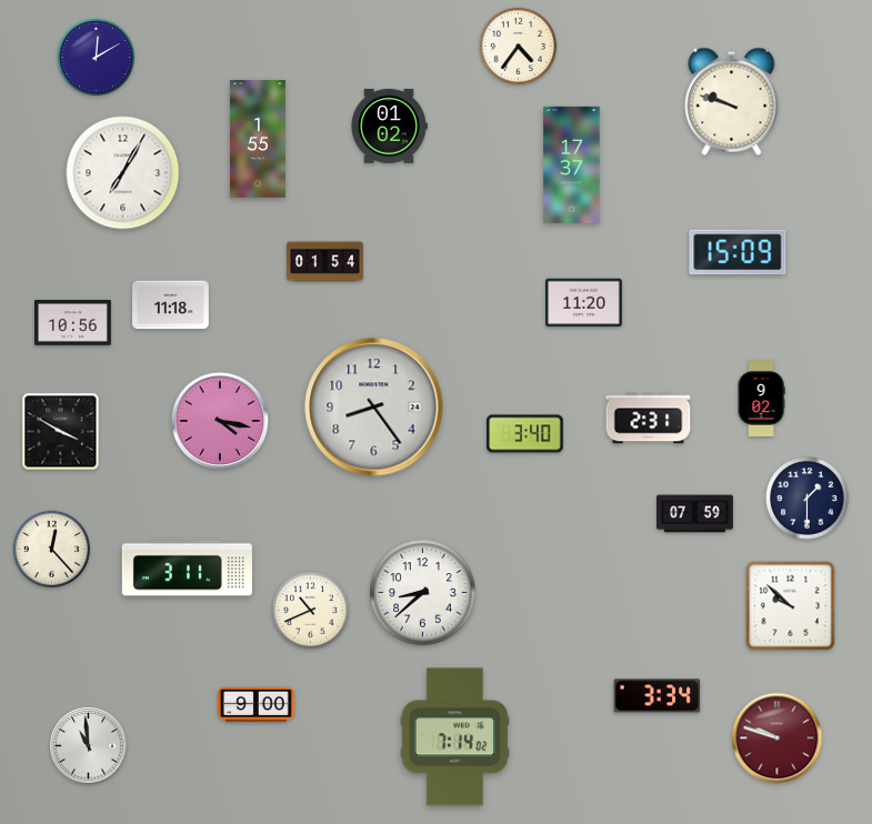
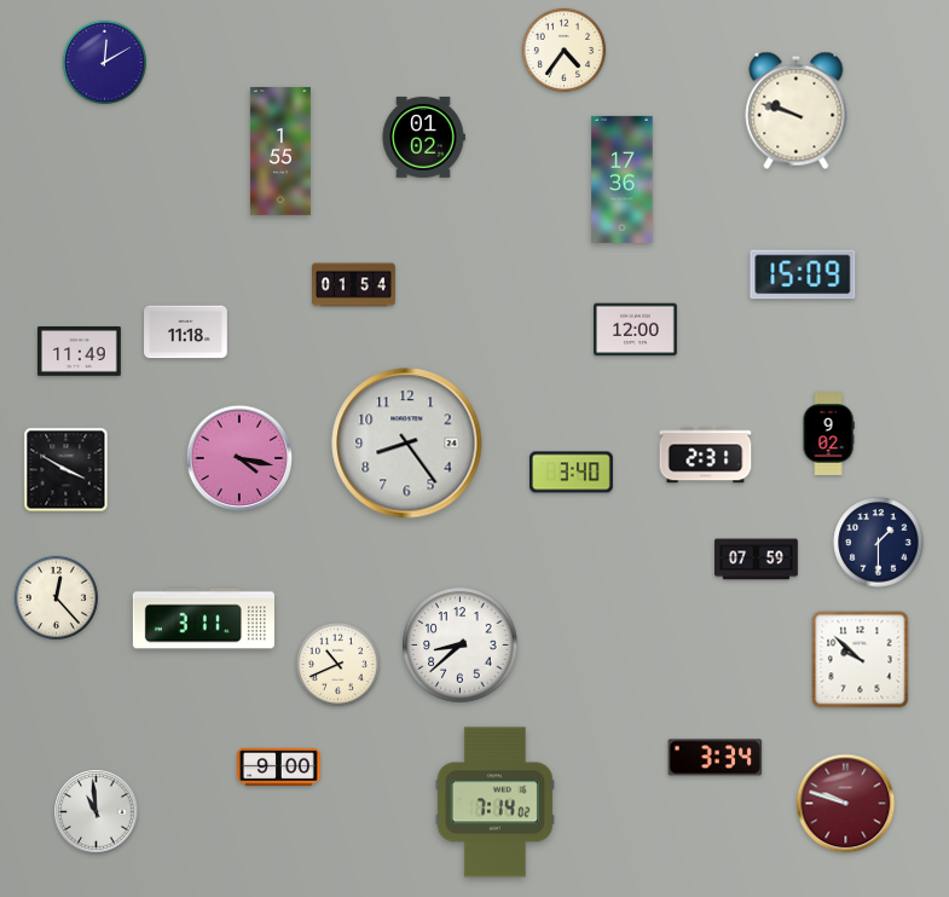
clock at (572, 164): 17:37 -> 17:36
clock at (123, 173): 7:05 -> none
clock at (584, 303): 11:20 -> 12:00
clock at (73, 323): 10:56 -> 11:49
